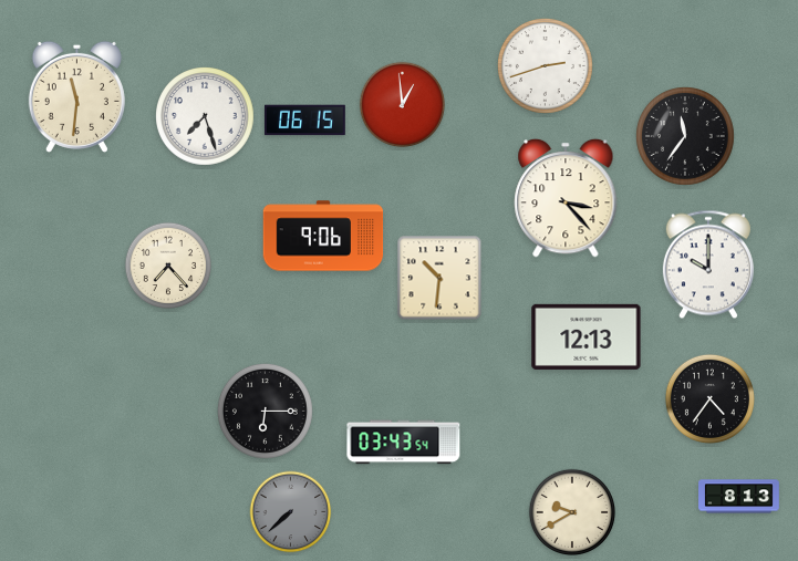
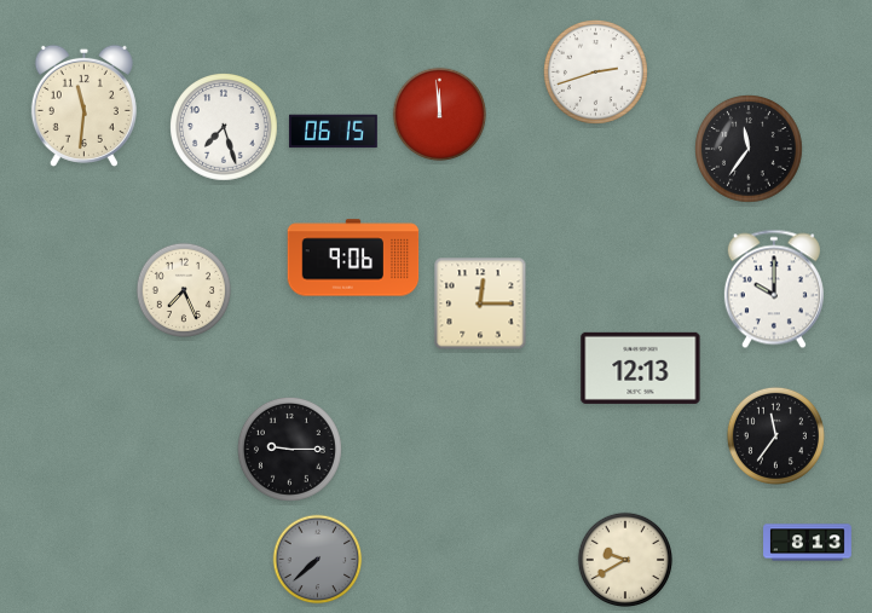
clock at (403, 105): 12:59 -> 11:59
clock at (566, 198): 3:23 -> none
clock at (168, 266): 7:23 -> 7:26
clock at (439, 278): 10:31 -> 12:15
clock at (709, 398): 4:36 -> 11:36
clock at (265, 411): 6:15 -> 9:15
clock at (404, 443): 03:43 -> none
